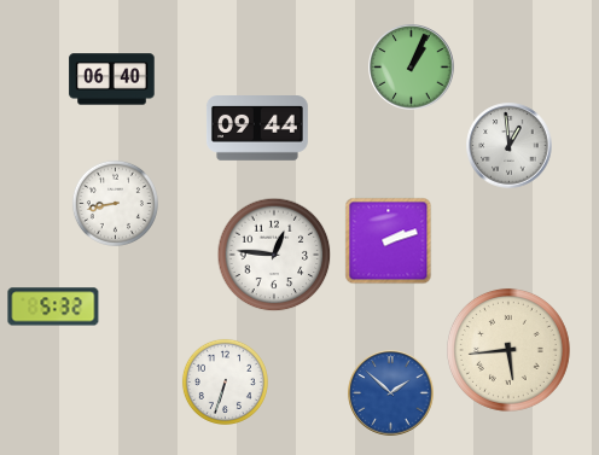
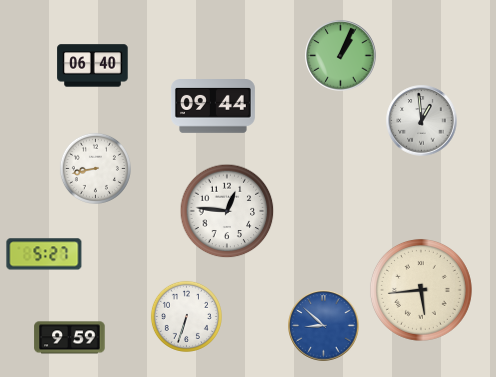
clock at (389, 241): 2:12 -> none
clock at (53, 307): 5:32 -> 5:27
clock at (391, 393): 1:52 -> 8:52
clock at (70, 338): none -> 9:59
